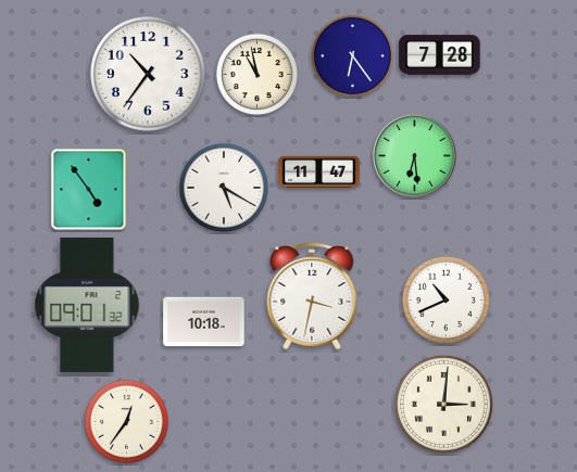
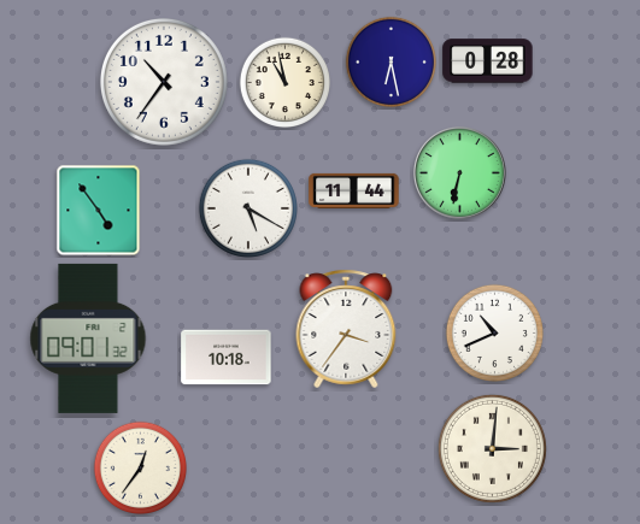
clock at (440, 55): 7:28 -> 0:28
clock at (353, 56): 6:24 -> 6:28
clock at (414, 155): 6:29 -> 6:32
clock at (319, 171): 11:47 -> 11:44
clock at (312, 296): 3:32 -> 3:36
clock at (87, 305) position: (87, 305) -> (88, 338)
